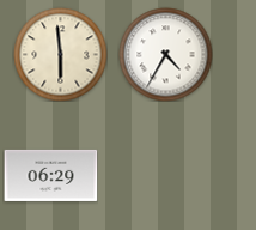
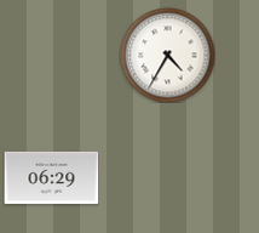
clock at (60, 54): 5:59 -> none
